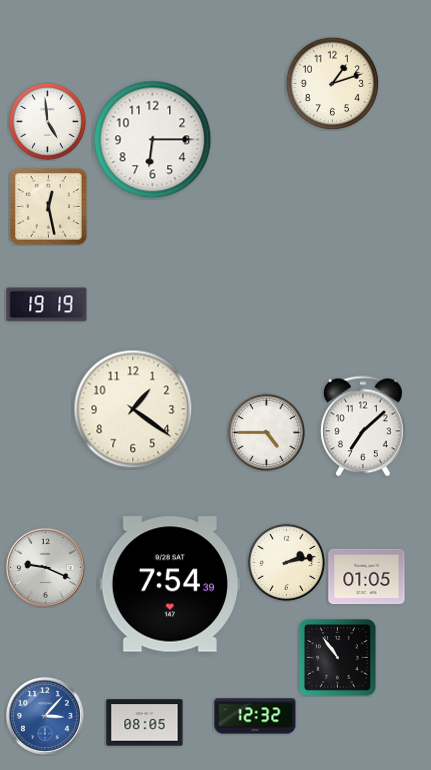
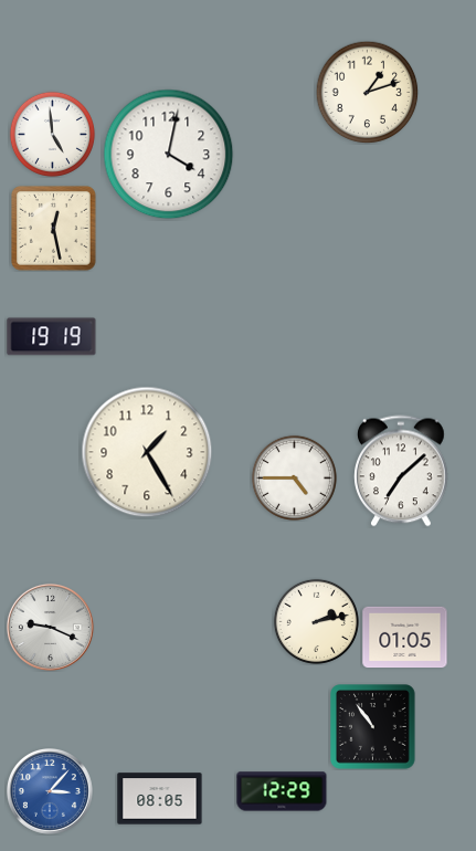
clock at (153, 140): 6:15 -> 4:02
clock at (133, 409): 1:21 -> 1:25
clock at (169, 584): 7:54 -> none
clock at (255, 716): 12:32 -> 12:29
